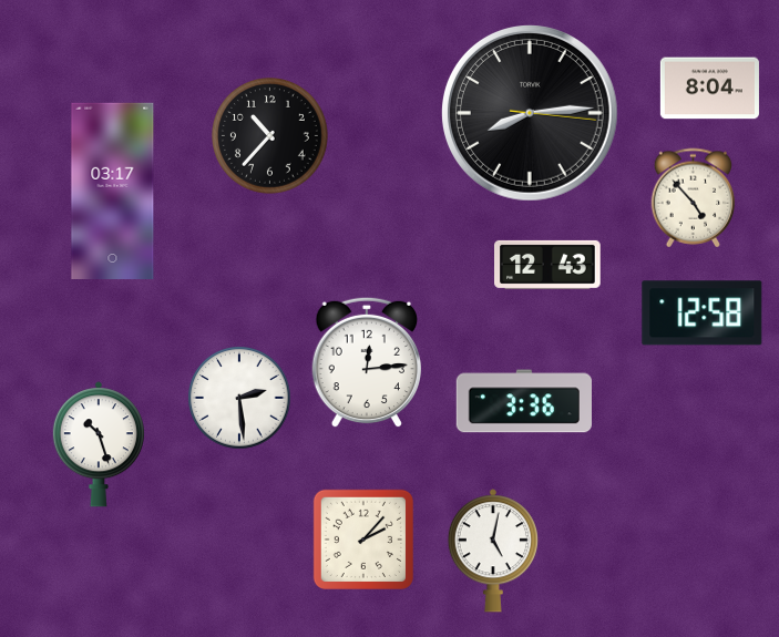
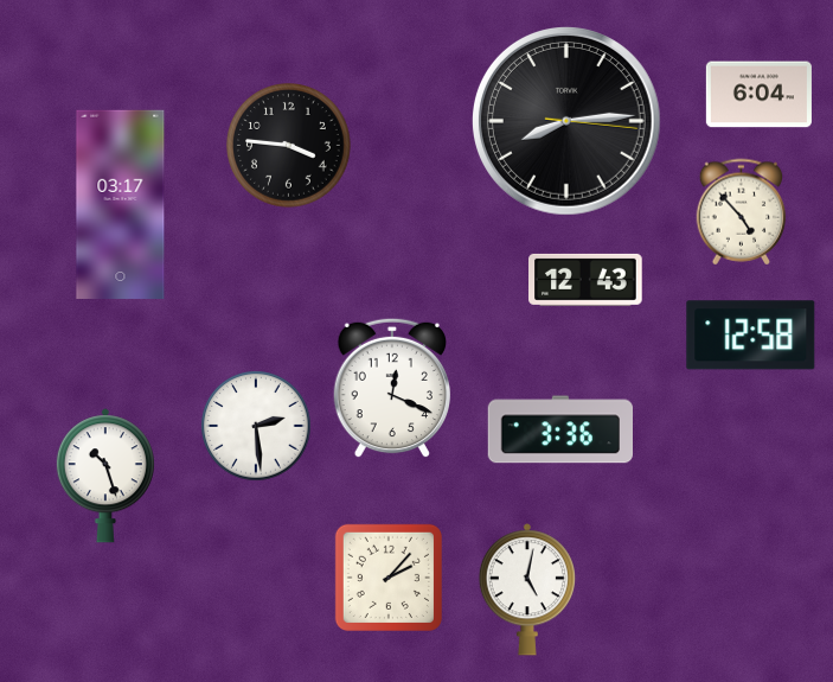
clock at (709, 89): 8:04 -> 6:04
clock at (270, 136): 10:37 -> 3:46
clock at (549, 265) position: (549, 265) -> (587, 280)
clock at (366, 362): 12:14 -> 12:19
